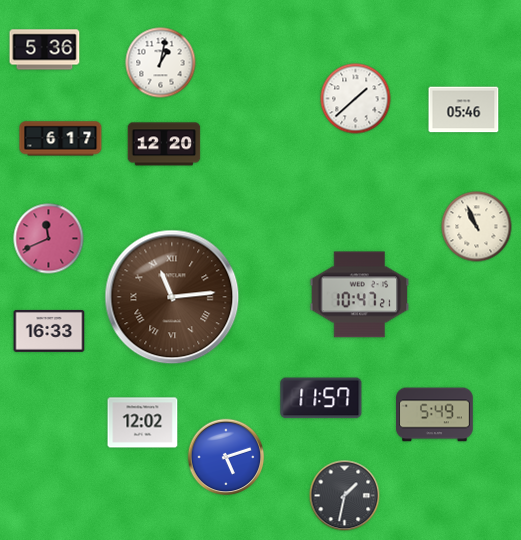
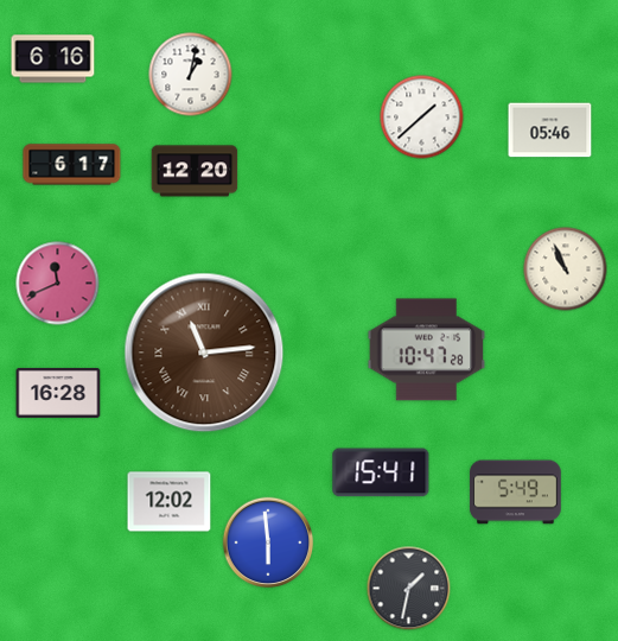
clock at (45, 50): 5:36 -> 6:16
clock at (360, 295): 10:47:21 -> 10:47:28
clock at (49, 331): 16:33 -> 16:28
clock at (321, 398): 11:57 -> 15:41
clock at (226, 457): 5:12 -> 5:59
